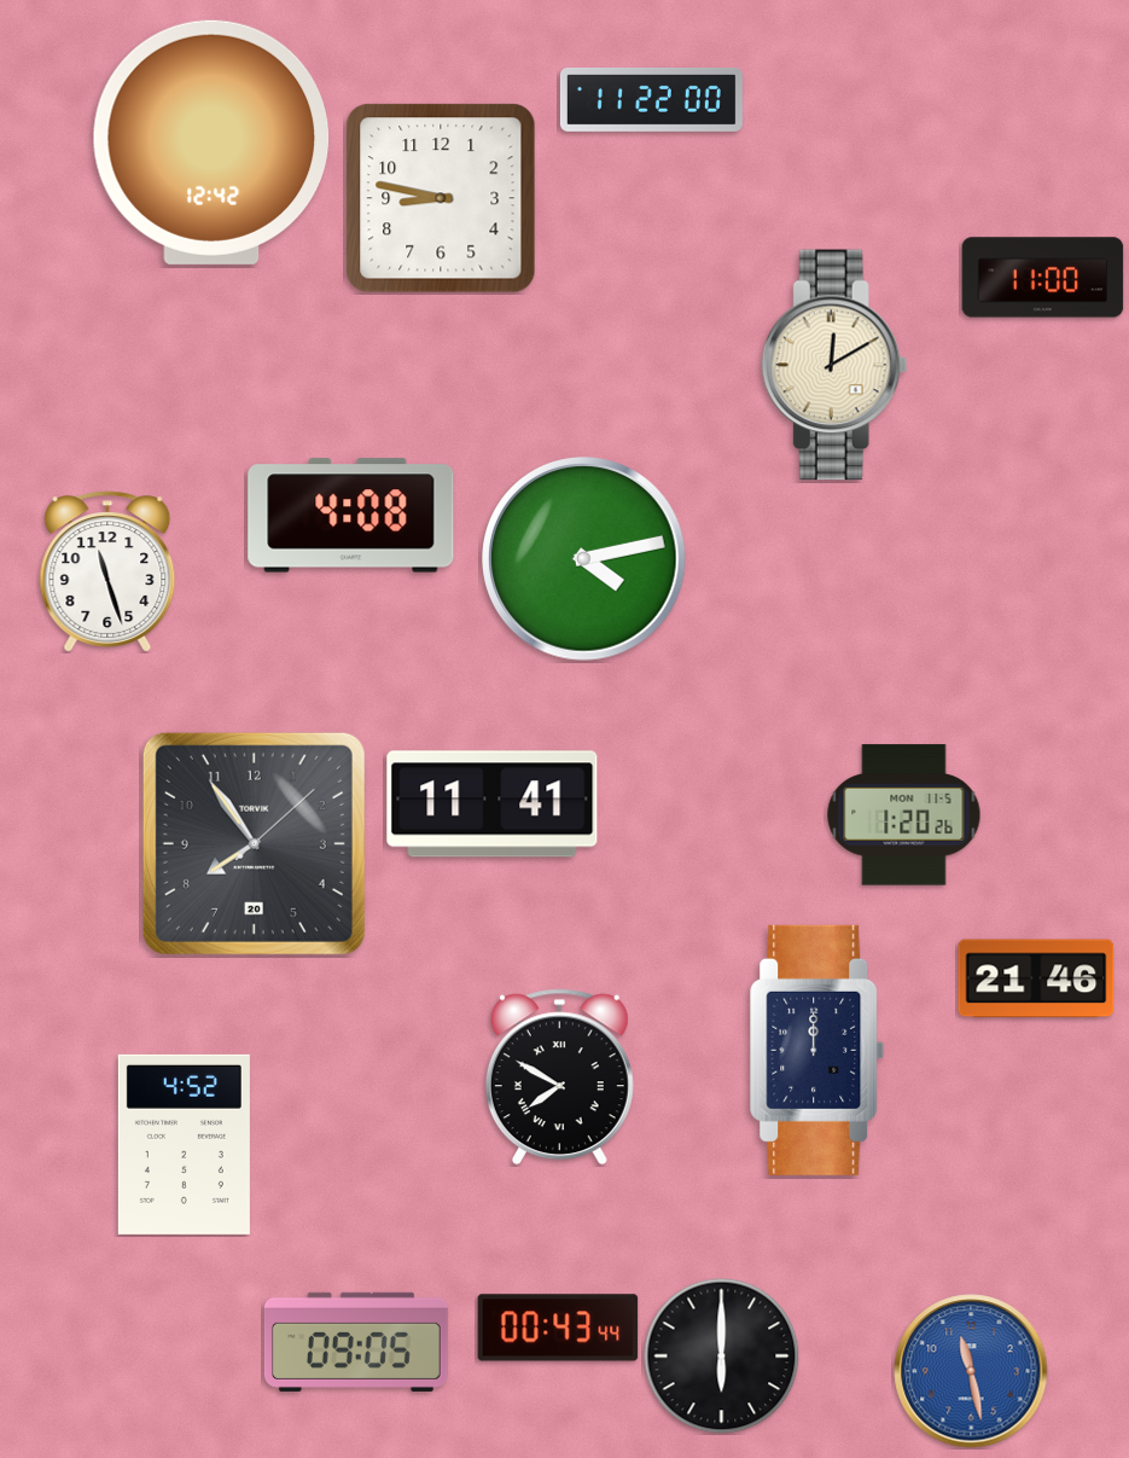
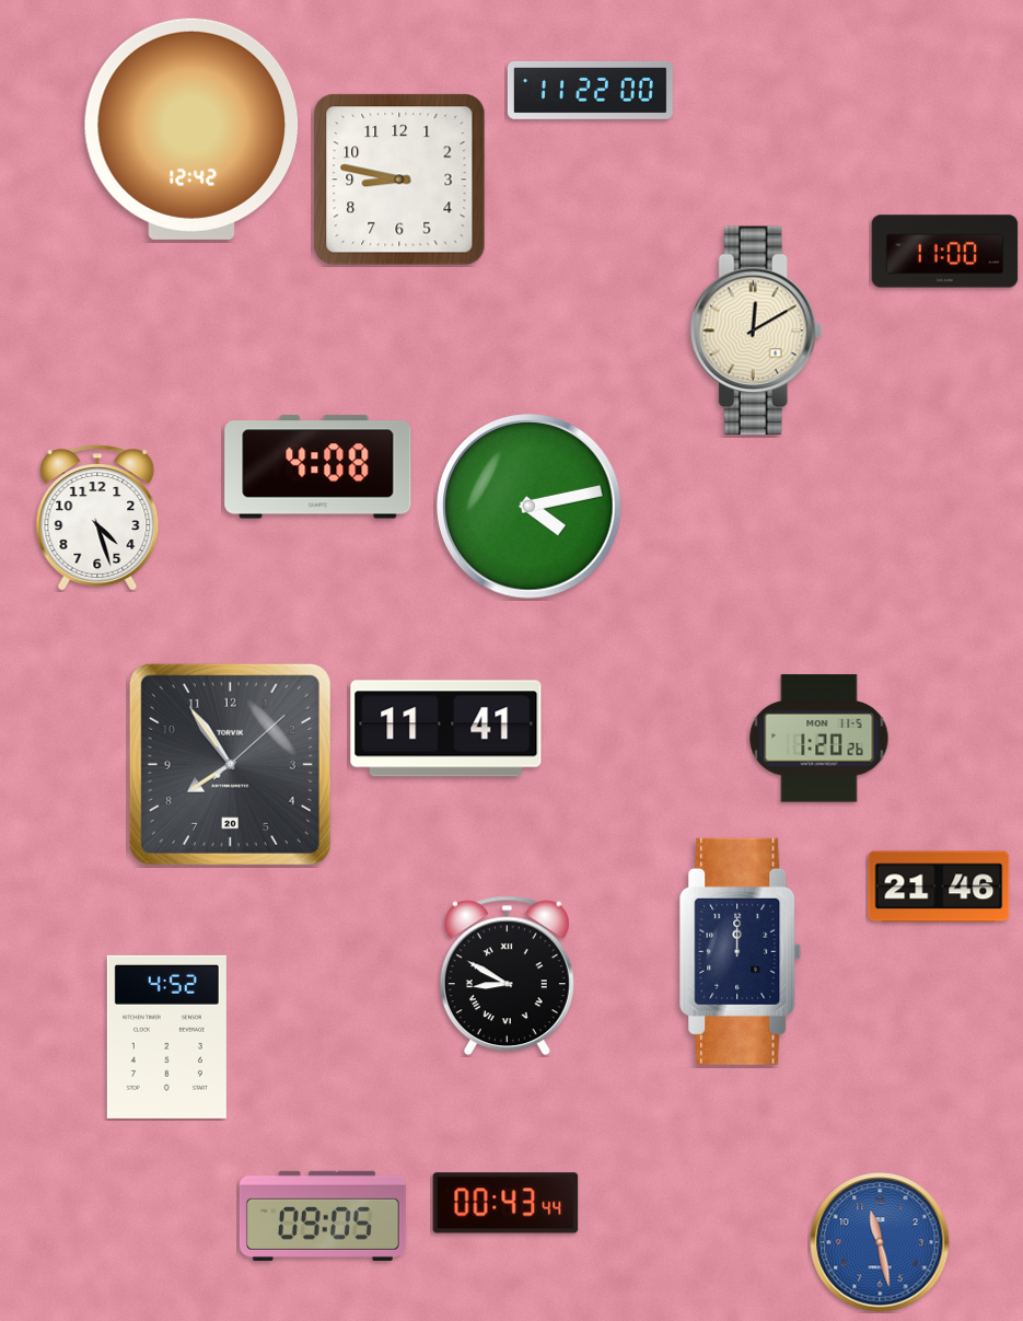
clock at (107, 571): 11:27 -> 4:27
clock at (559, 1077): 7:50 -> 8:50
clock at (721, 1355): 6:00 -> none
